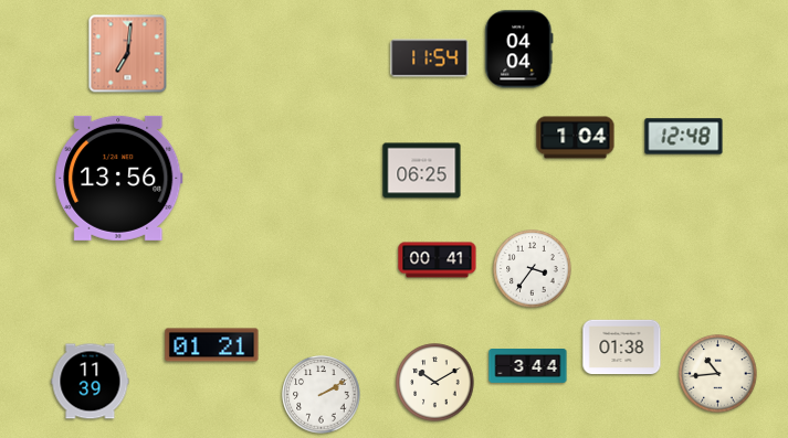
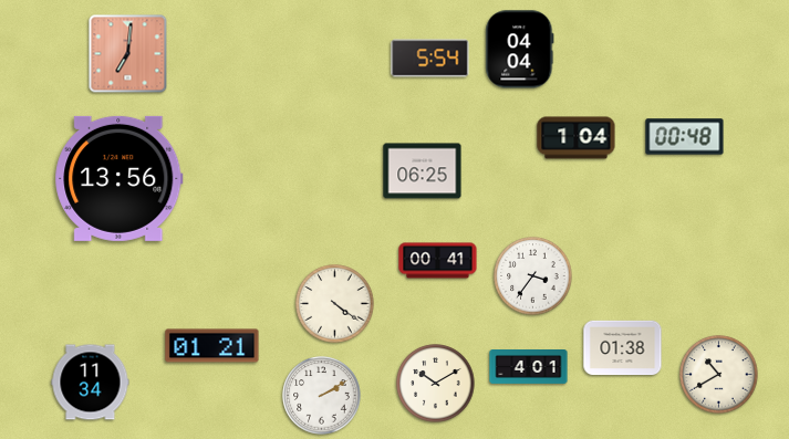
clock at (430, 58): 11:54 -> 5:54
clock at (684, 137): 12:48 -> 00:48
clock at (533, 269) position: (533, 269) -> (533, 276)
clock at (335, 304): none -> 4:21
clock at (528, 366): 3:44 -> 4:01
clock at (718, 374): 10:44 -> 10:40
clock at (91, 382): 11:39 -> 11:34
